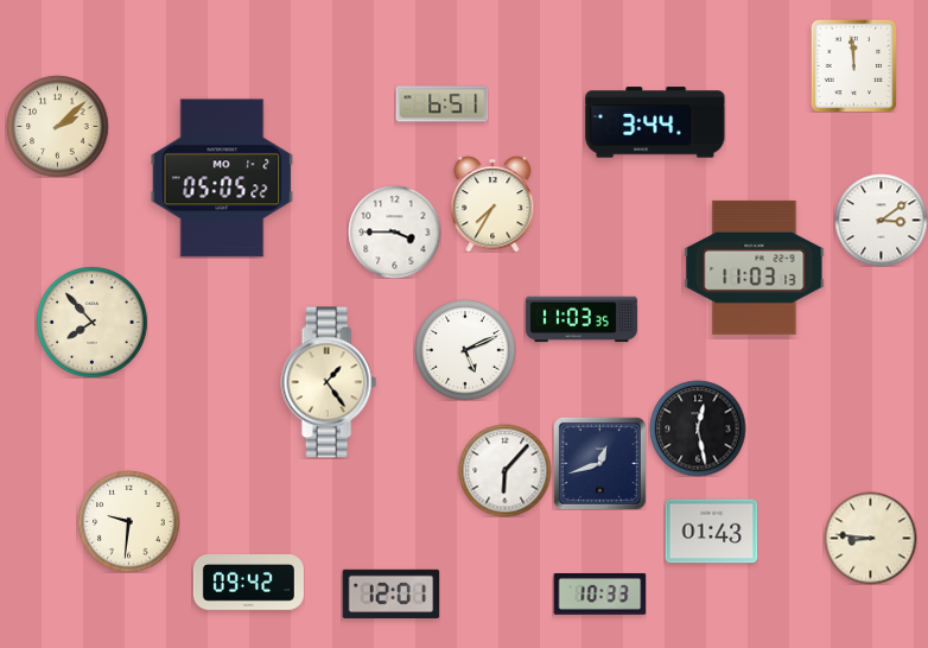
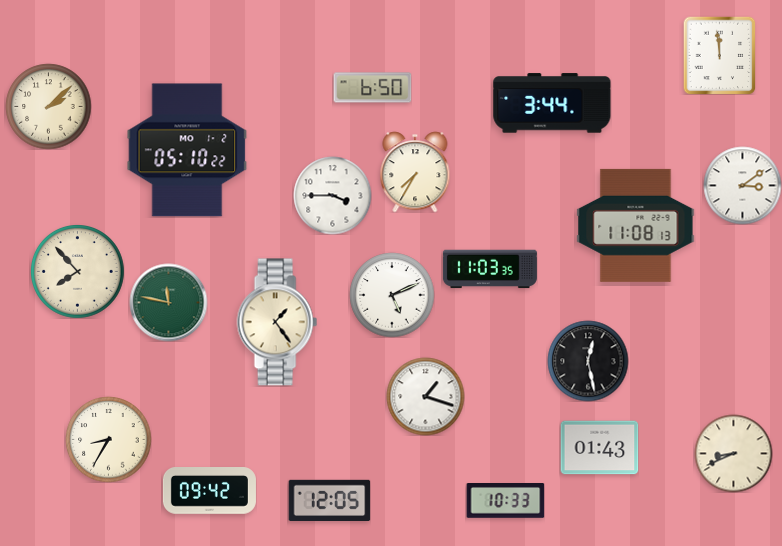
clock at (441, 104): 6:51 -> 6:50
clock at (222, 178): 05:05 -> 05:10
clock at (755, 267): 11:03 -> 11:08
clock at (168, 302): none -> 11:47
clock at (599, 463): 12:42 -> none
clock at (504, 470): 6:07 -> 1:18
clock at (128, 521): 9:31 -> 8:35
clock at (870, 538): 8:46 -> 8:41
clock at (390, 593): 12:01 -> 12:05
